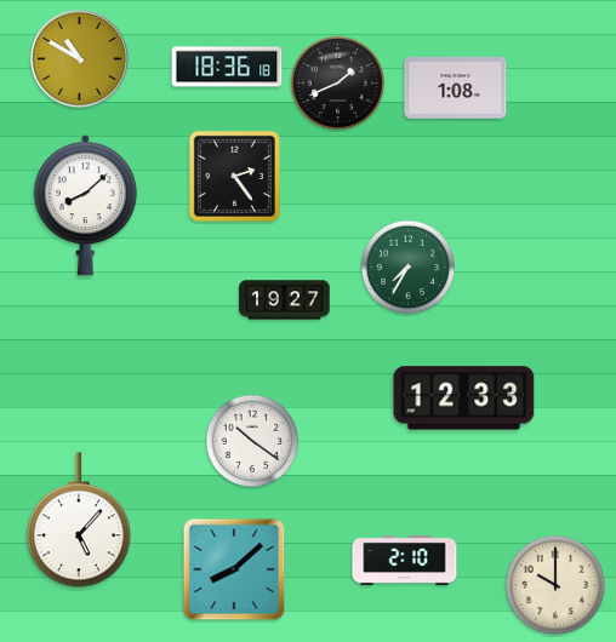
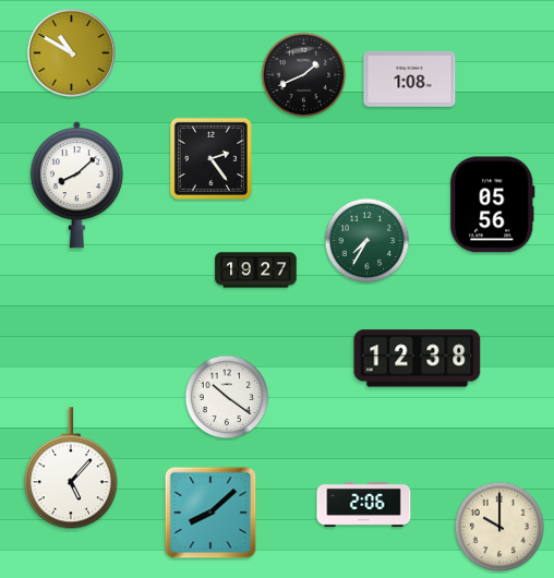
clock at (227, 67): 18:36 -> none
clock at (493, 205): none -> 05:56
clock at (464, 399): 12:33 -> 12:38
clock at (405, 560): 2:10 -> 2:06
